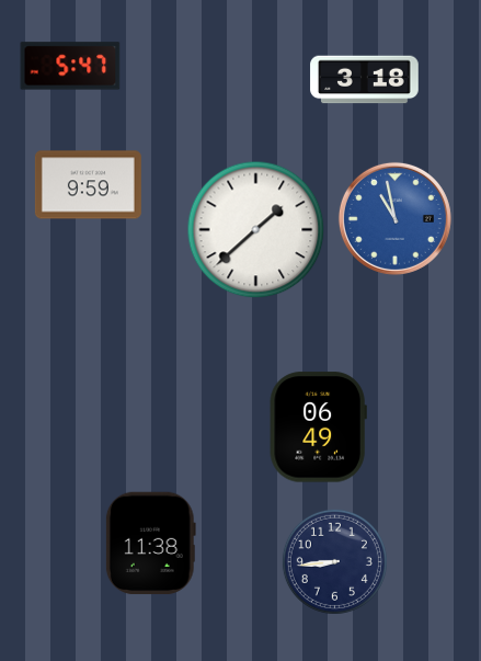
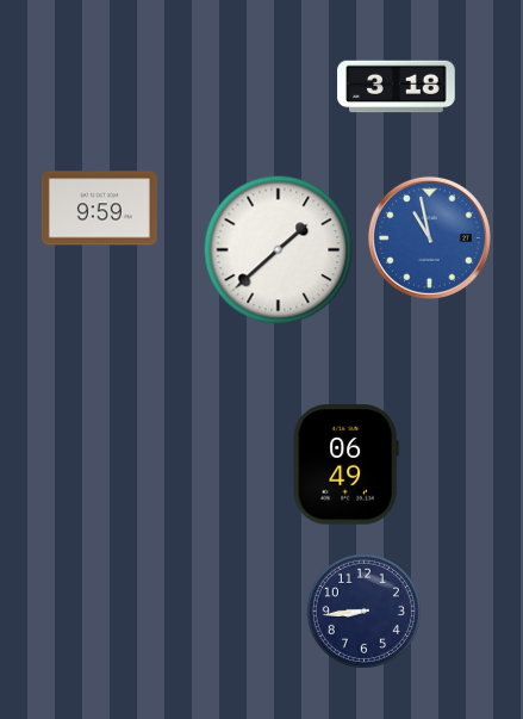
clock at (70, 66): 5:47 -> none
clock at (88, 185) position: (88, 185) -> (99, 209)
clock at (150, 544): 11:38 -> none
